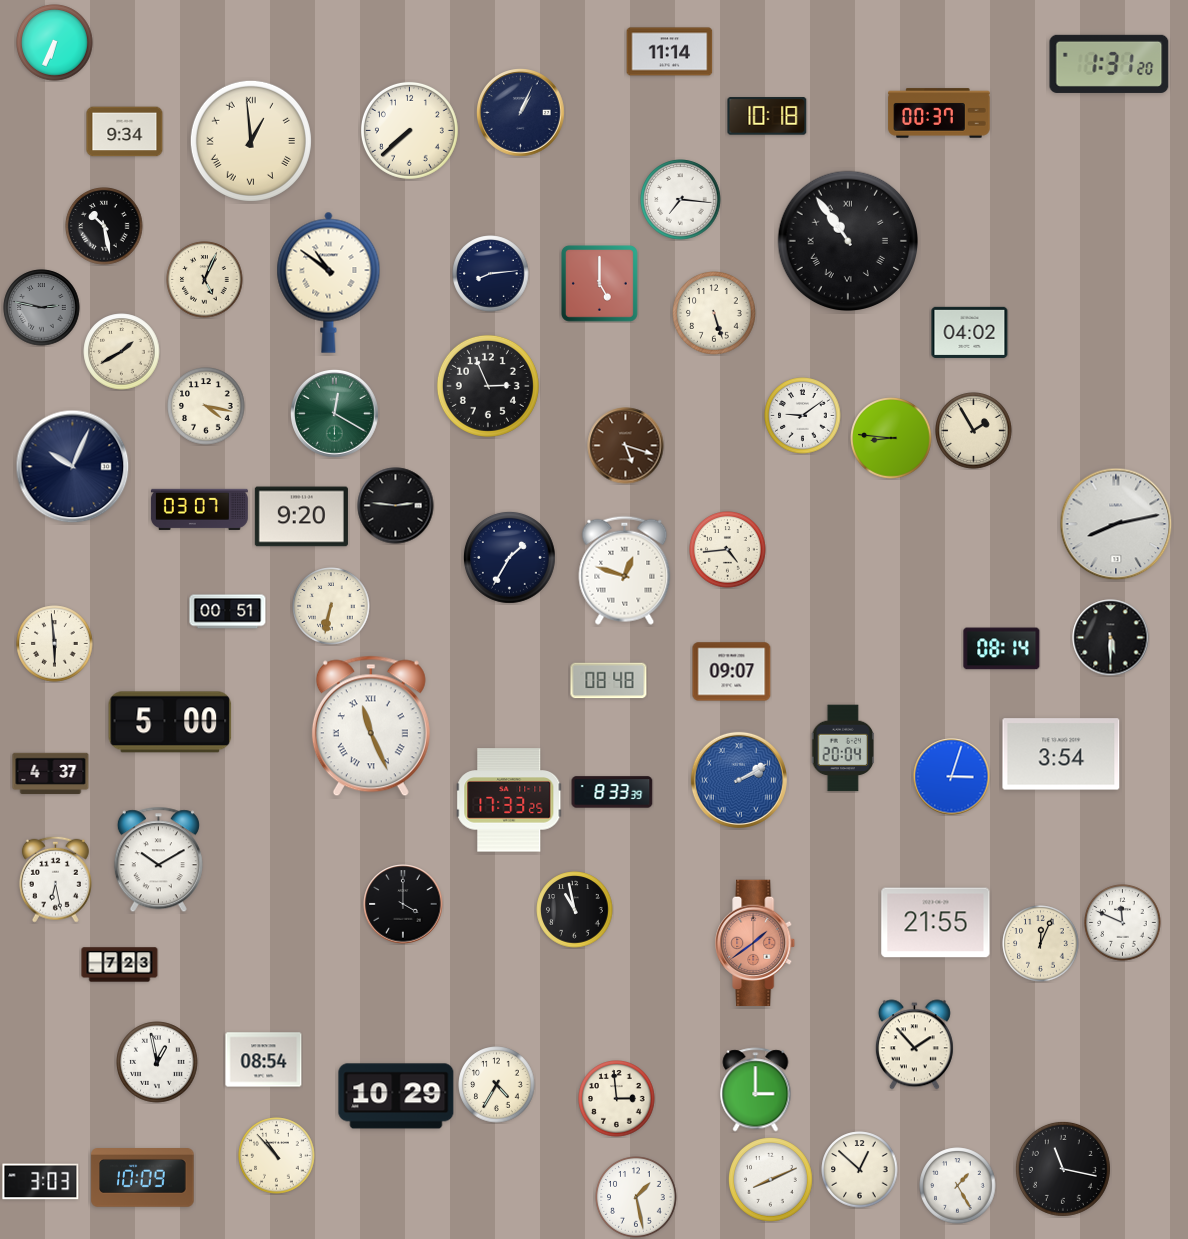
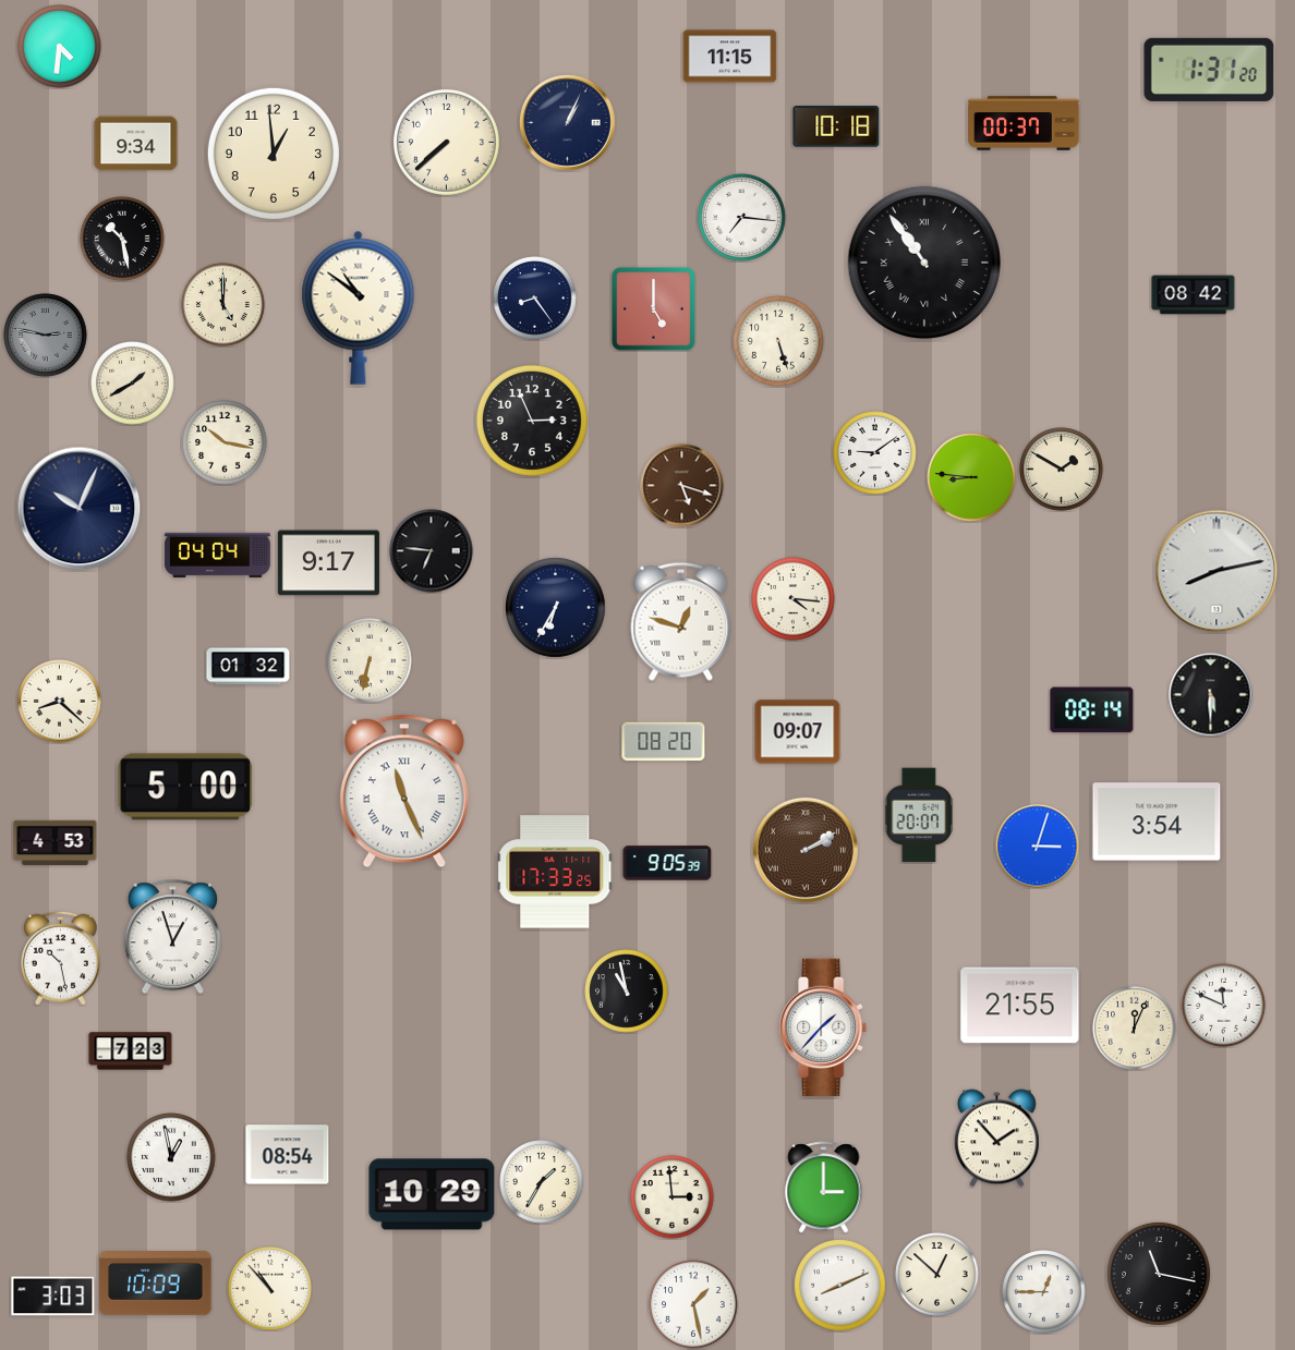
clock at (55, 43): 6:34 -> 4:31
clock at (670, 52): 11:14 -> 11:15
clock at (251, 141) numerals: Roman -> Arabic
clock at (104, 226) position: (104, 226) -> (122, 239)
clock at (1194, 295): none -> 08:42
clock at (491, 274): 8:14 -> 8:24
clock at (205, 280): 5:04 -> 5:00
clock at (970, 332): 04:02 -> none
clock at (206, 406): 4:17 -> 10:17
clock at (335, 414): 12:20 -> none
clock at (974, 431): 1:55 -> 1:50
clock at (396, 506): 2:46 -> 6:46
clock at (199, 509): 03:07 -> 04:04
clock at (301, 517): 9:20 -> 9:17
clock at (728, 550): 4:44 -> 4:16
clock at (509, 557): 1:35 -> 6:35
clock at (331, 606) position: (331, 606) -> (370, 660)
clock at (228, 612): 00:51 -> 01:32
clock at (55, 644): 5:59 -> 8:22
clock at (1002, 649) position: (1002, 649) -> (1092, 710)
clock at (609, 681): 08:48 -> 08:20
clock at (843, 748): 20:04 -> 20:07
clock at (51, 774): 4:37 -> 4:53
clock at (739, 780) dial: blue -> brown
clock at (612, 792): 8:33 -> 9:05
clock at (158, 860): 10:10 -> 12:57
clock at (55, 879): 6:28 -> 10:28
clock at (403, 904): 4:00 -> none
clock at (756, 943): 1:39 -> 1:37
clock at (756, 943) dial: salmon -> white
clock at (497, 1085): 4:35 -> 1:35
clock at (277, 1156) position: (277, 1156) -> (270, 1289)
clock at (41, 1182) position: (41, 1182) -> (53, 1297)
clock at (958, 1186): 1:25 -> 12:45
